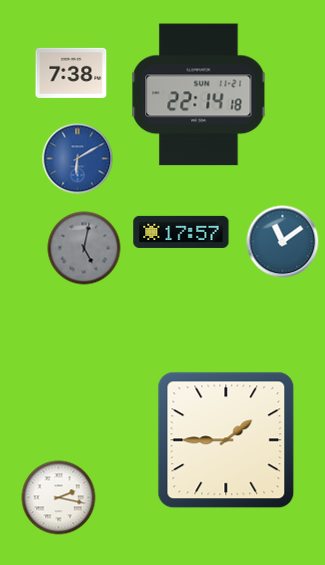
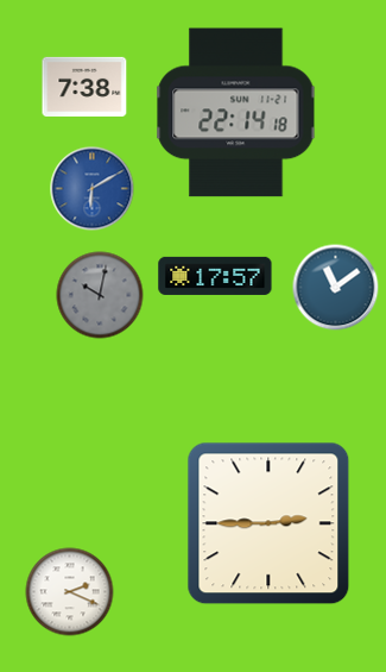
clock at (84, 248): 5:02 -> 10:02
clock at (226, 440): 1:45 -> 2:45
clock at (59, 498): 2:17 -> 2:19
